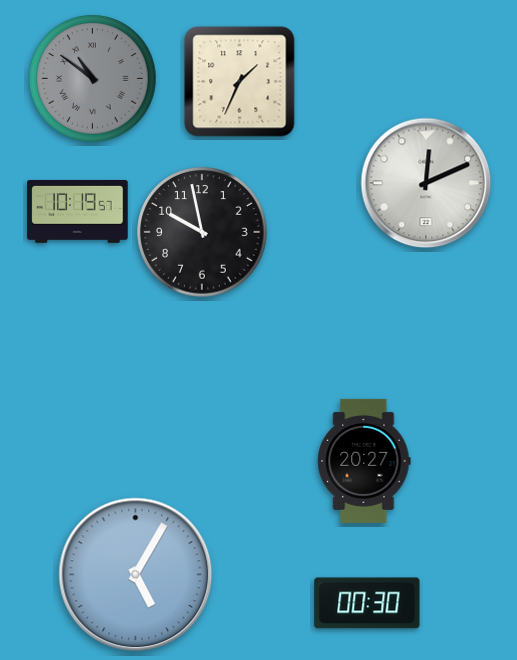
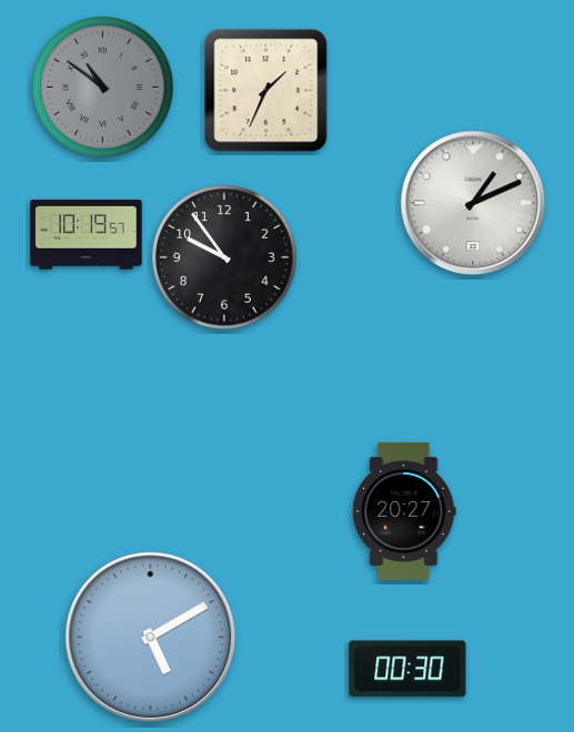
clock at (426, 183): 12:11 -> 1:11
clock at (202, 232): 9:58 -> 9:54
clock at (136, 575): 5:05 -> 5:10
